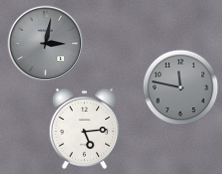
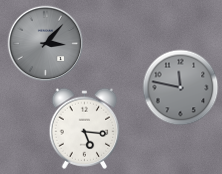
clock at (46, 44): 3:02 -> 3:07
clock at (85, 128): 5:14 -> 5:16
